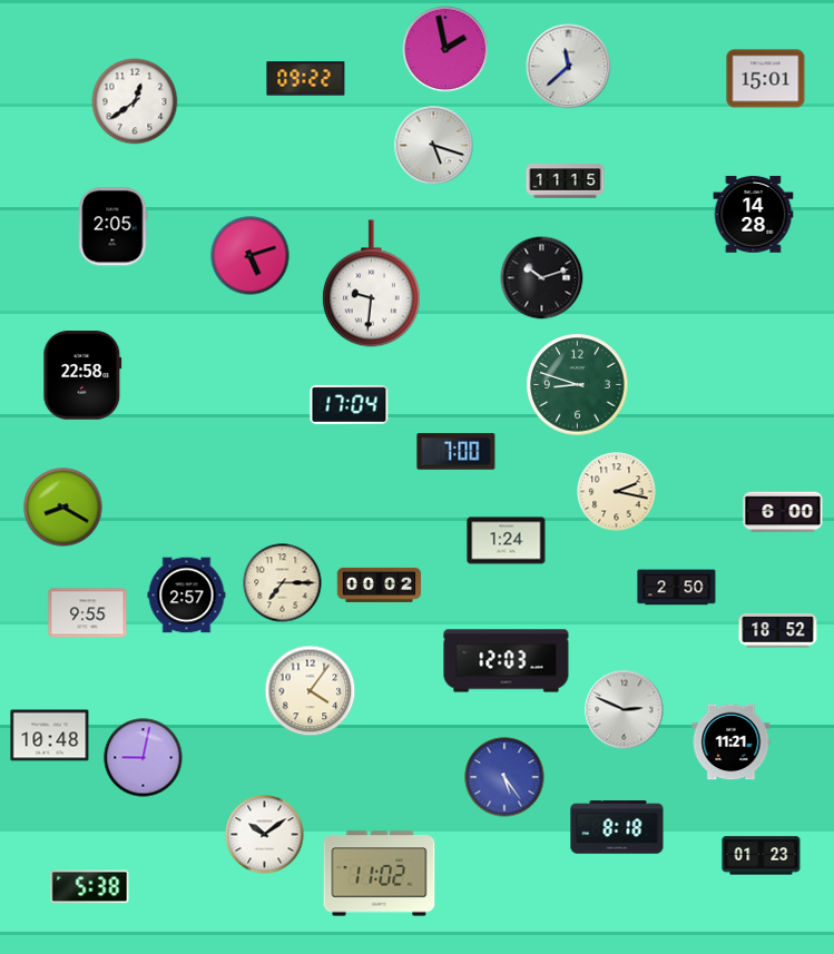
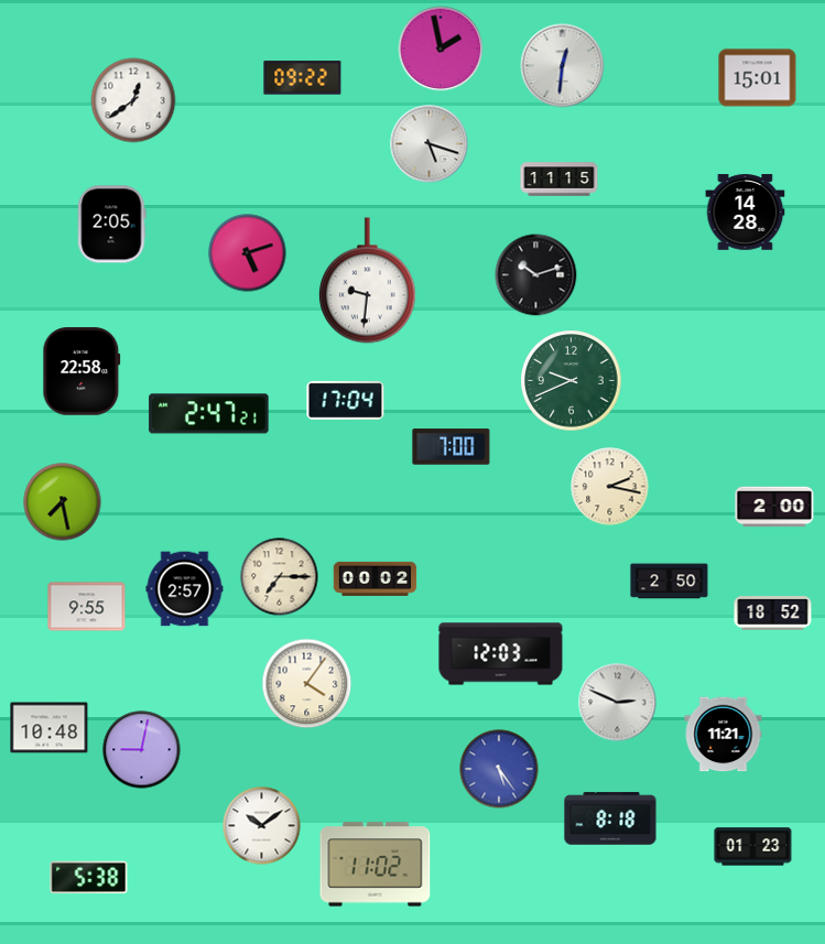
clock at (569, 67): 11:38 -> 12:31
clock at (578, 385): 8:48 -> 9:41
clock at (209, 414): none -> 2:47
clock at (63, 508): 8:20 -> 7:28
clock at (783, 512): 6:00 -> 2:00
clock at (507, 541): 1:24 -> none
clock at (778, 631) position: (778, 631) -> (773, 614)
